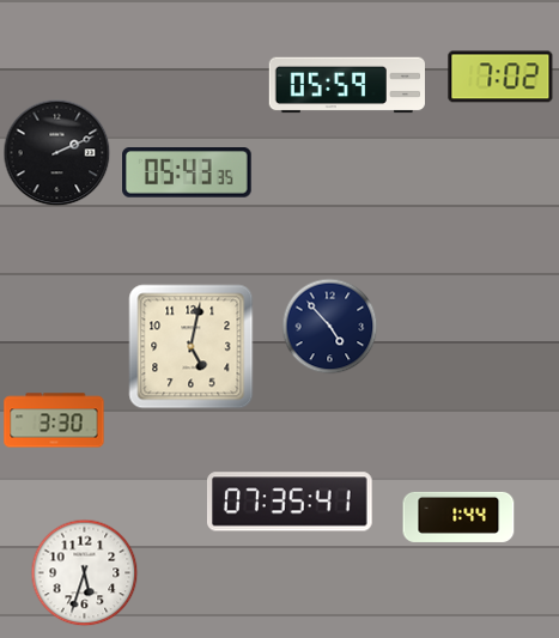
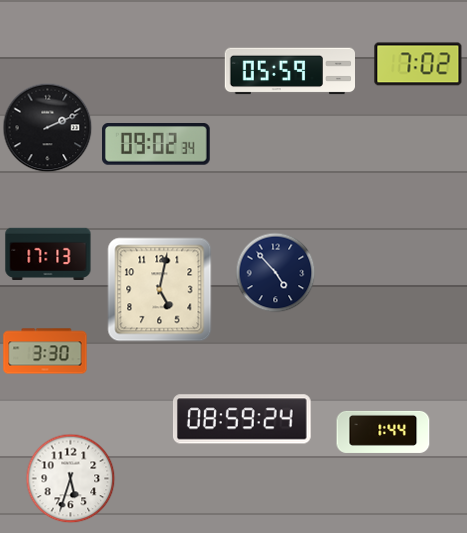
clock at (188, 172): 05:43 -> 09:02
clock at (48, 253): none -> 17:13
clock at (290, 502): 07:35 -> 08:59
